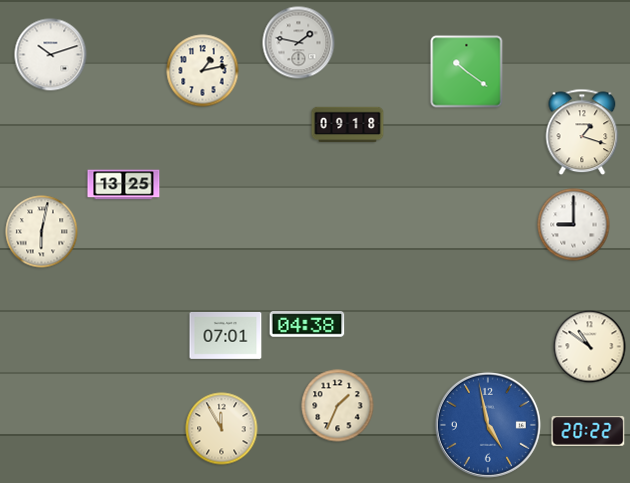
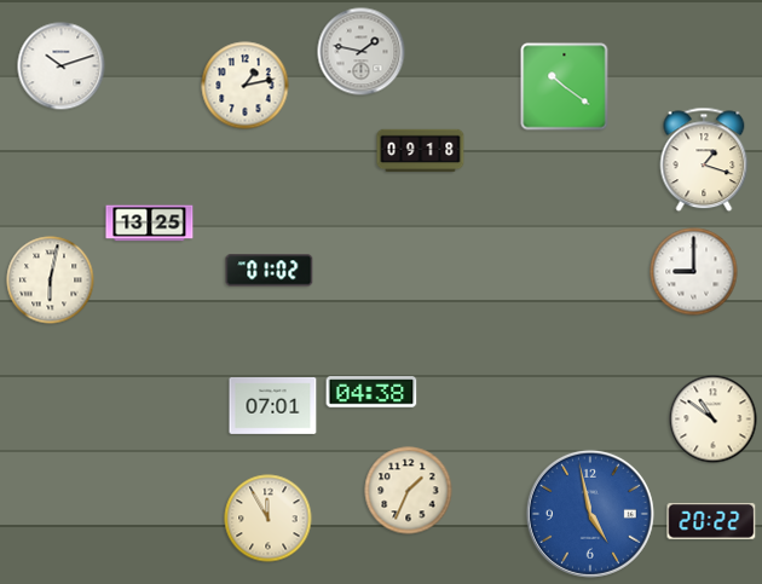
clock at (270, 271): none -> 01:02
